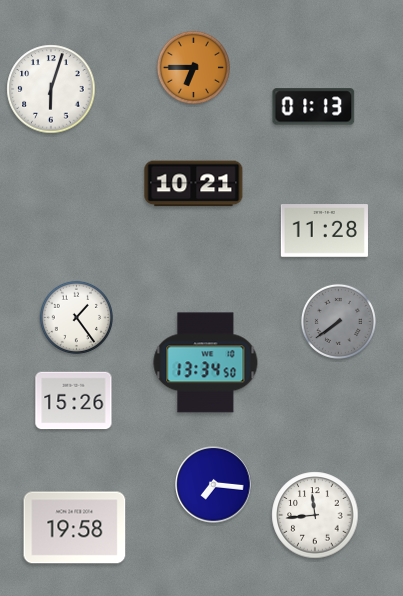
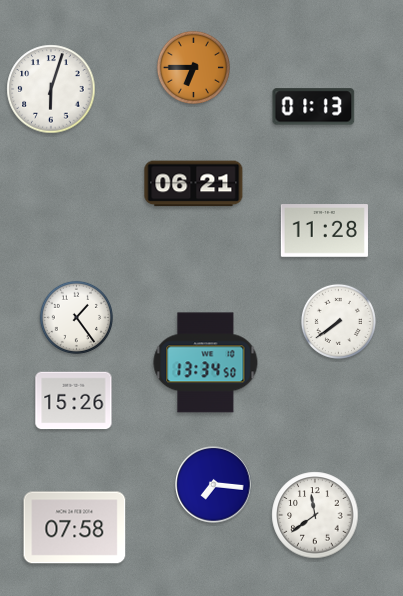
clock at (194, 184): 10:21 -> 06:21
clock at (338, 321) dial: grey -> white
clock at (315, 515): 11:44 -> 11:39
clock at (75, 528): 19:58 -> 07:58
